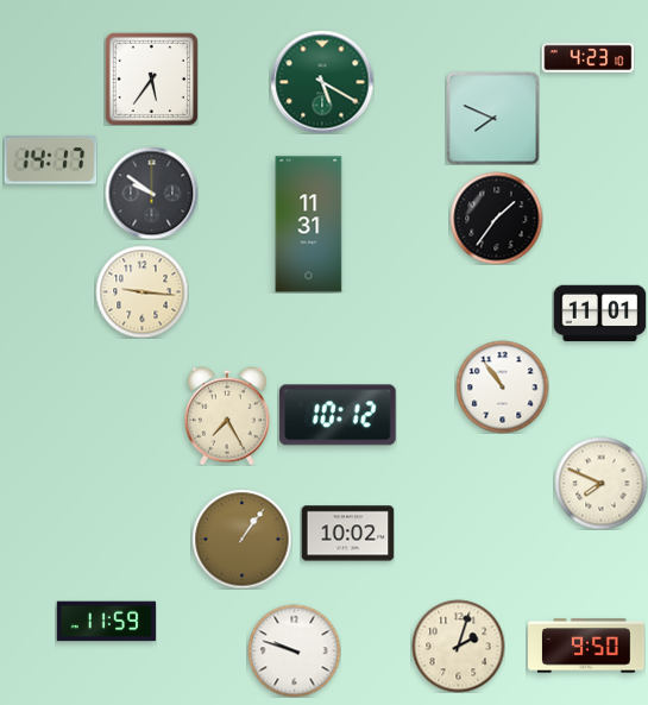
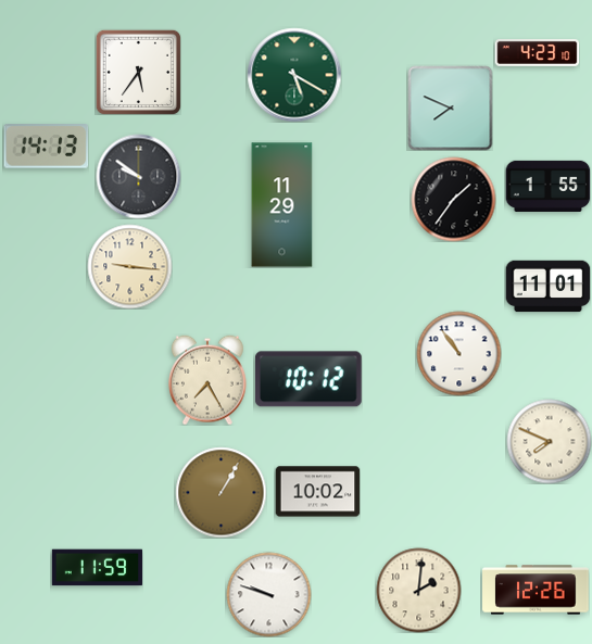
clock at (50, 160): 14:17 -> 14:13
clock at (547, 186): none -> 1:55
clock at (309, 225): 11:31 -> 11:29
clock at (347, 534) position: (347, 534) -> (317, 492)
clock at (241, 539): 1:06 -> 1:05
clock at (458, 646): 2:03 -> 2:01
clock at (586, 646): 9:50 -> 12:26
